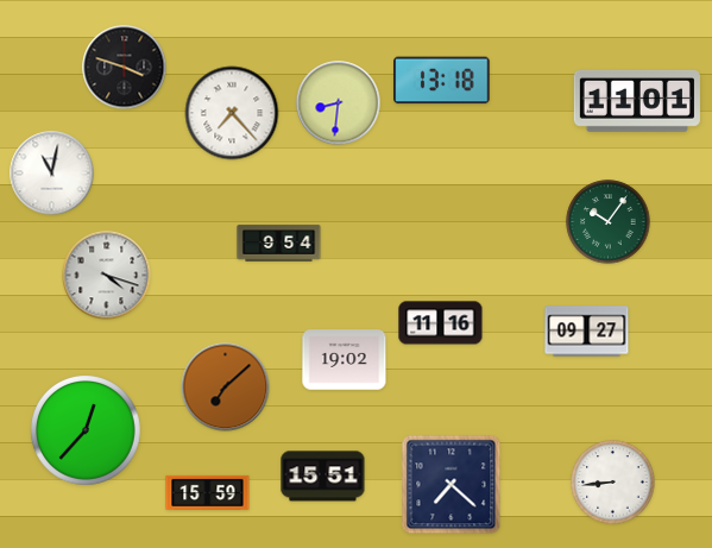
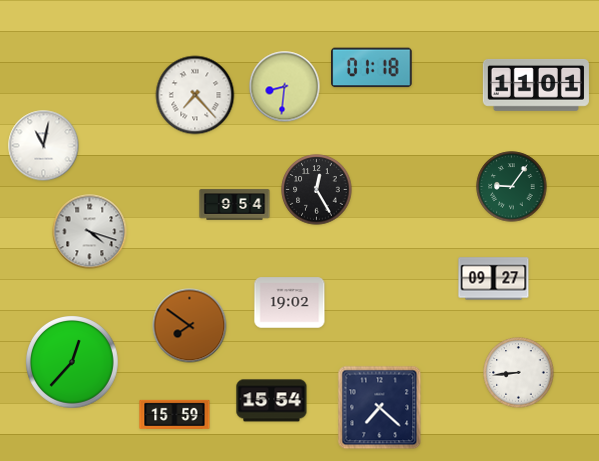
clock at (125, 68): 3:48 -> none
clock at (442, 81): 13:18 -> 01:18
clock at (609, 222): 10:06 -> 9:06
clock at (317, 190): none -> 12:25
clock at (441, 323): 11:16 -> none
clock at (226, 388): 7:08 -> 7:51
clock at (323, 477): 15:51 -> 15:54
clock at (613, 483) position: (613, 483) -> (519, 373)
